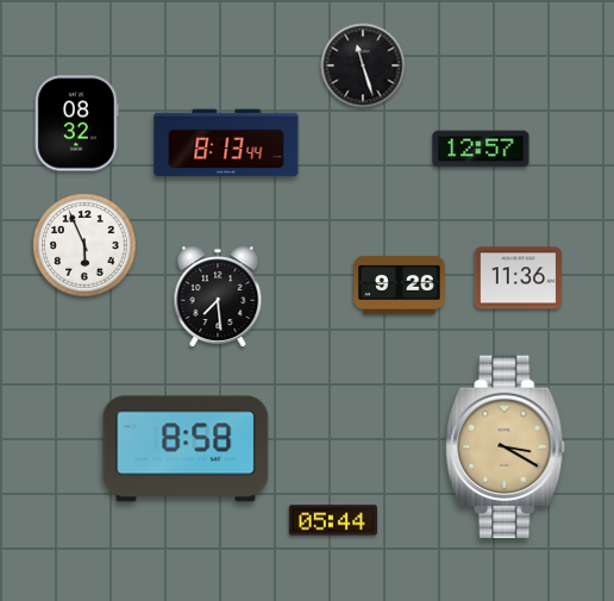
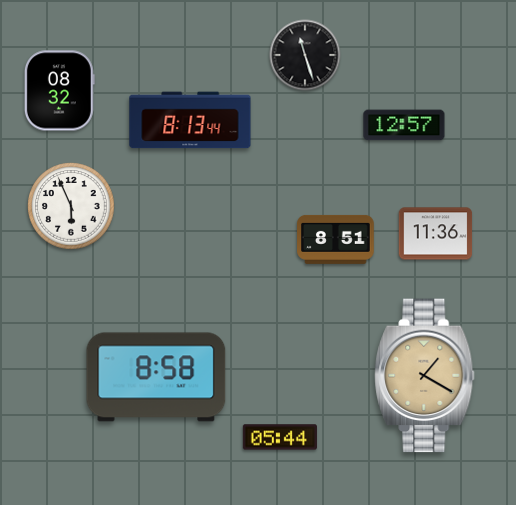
clock at (76, 124) position: (76, 124) -> (59, 91)
clock at (400, 284): 9:26 -> 8:51
clock at (218, 296): 7:29 -> none
clock at (506, 447): 3:20 -> 1:20
